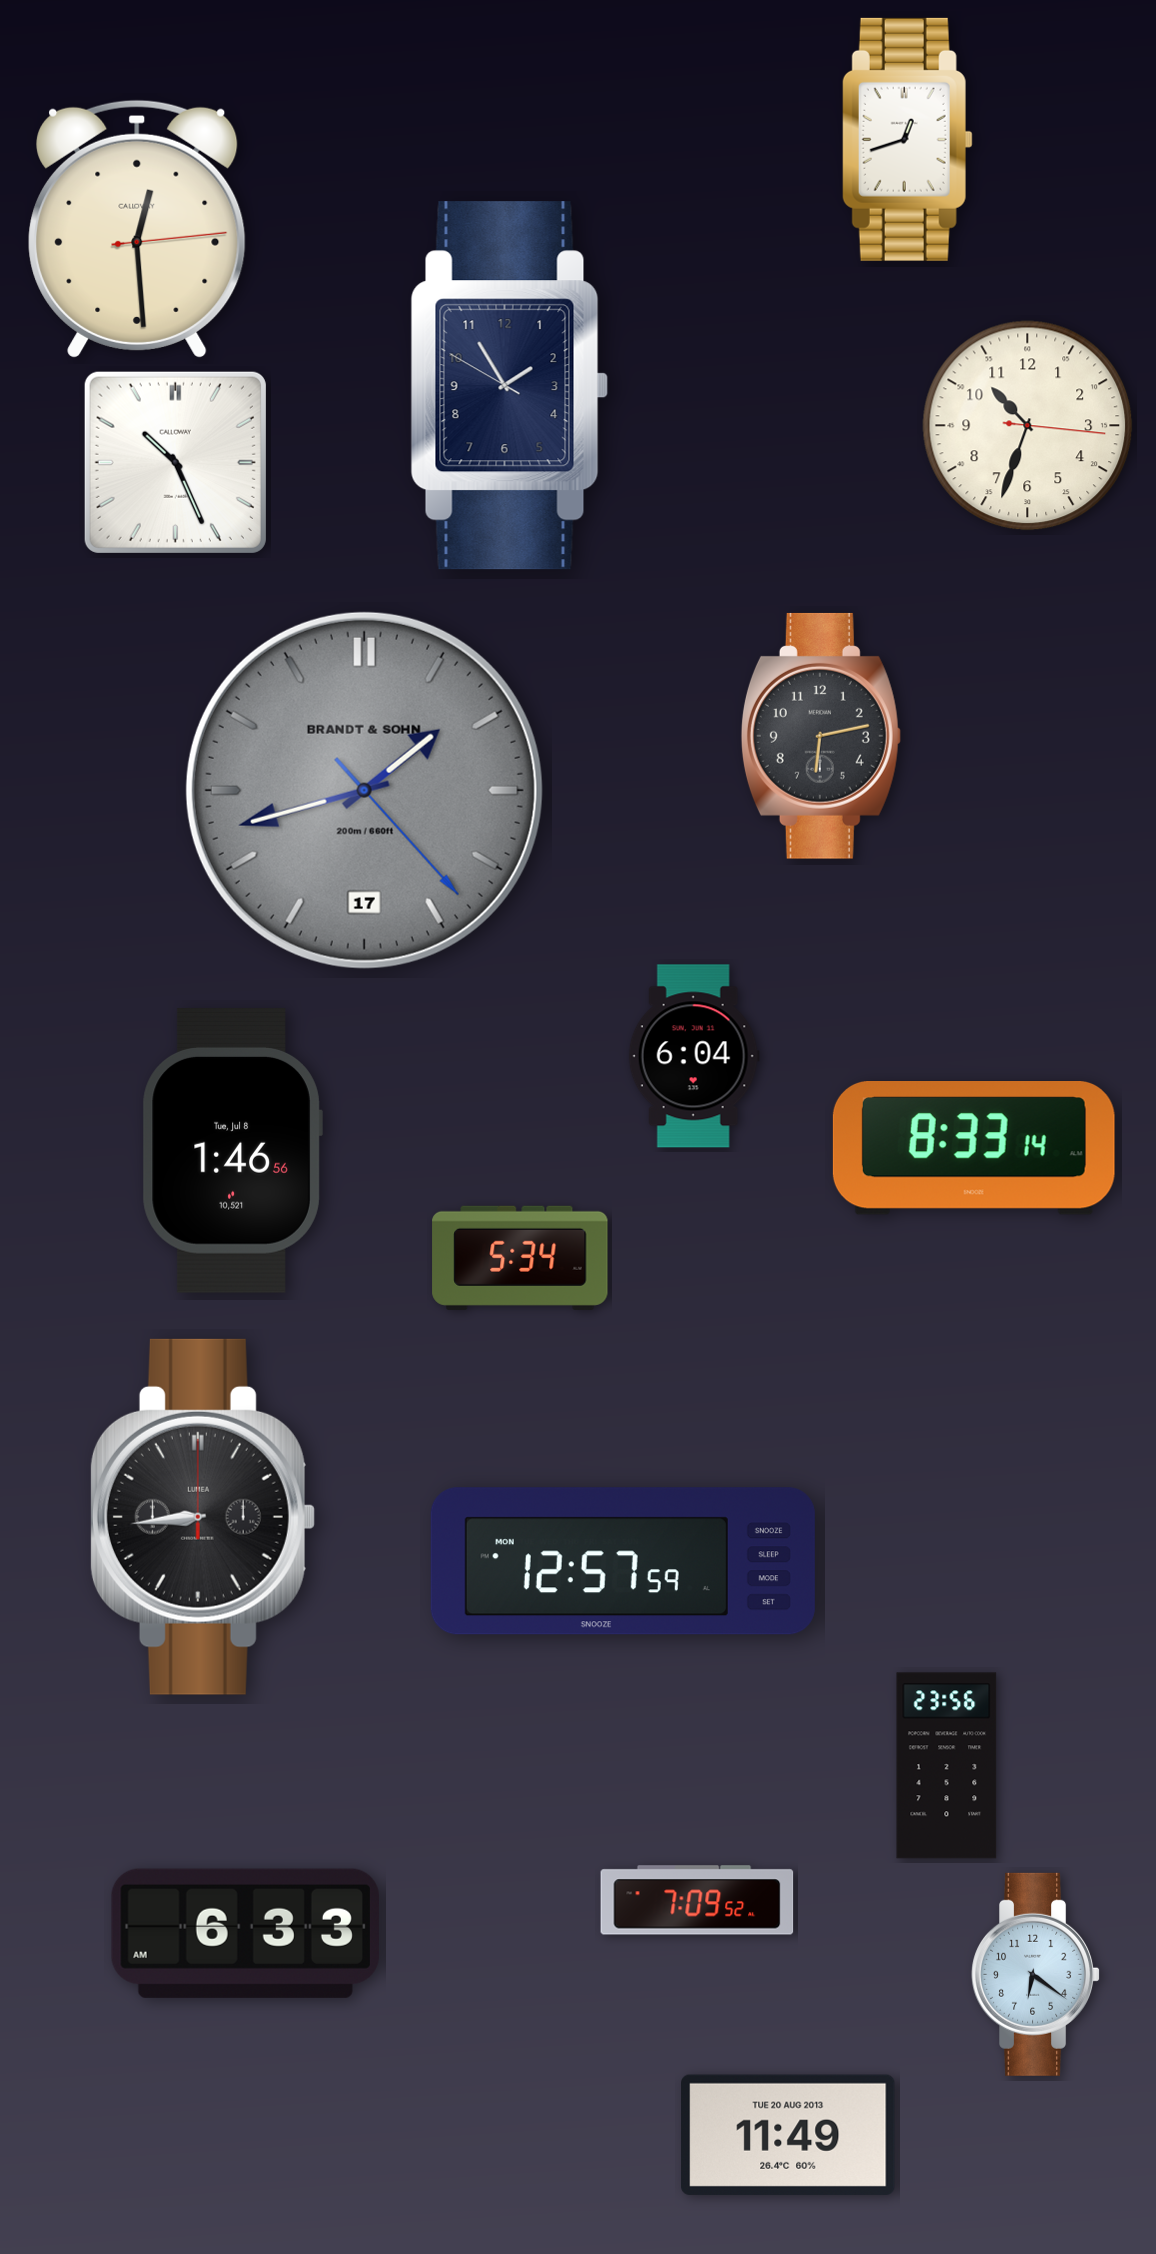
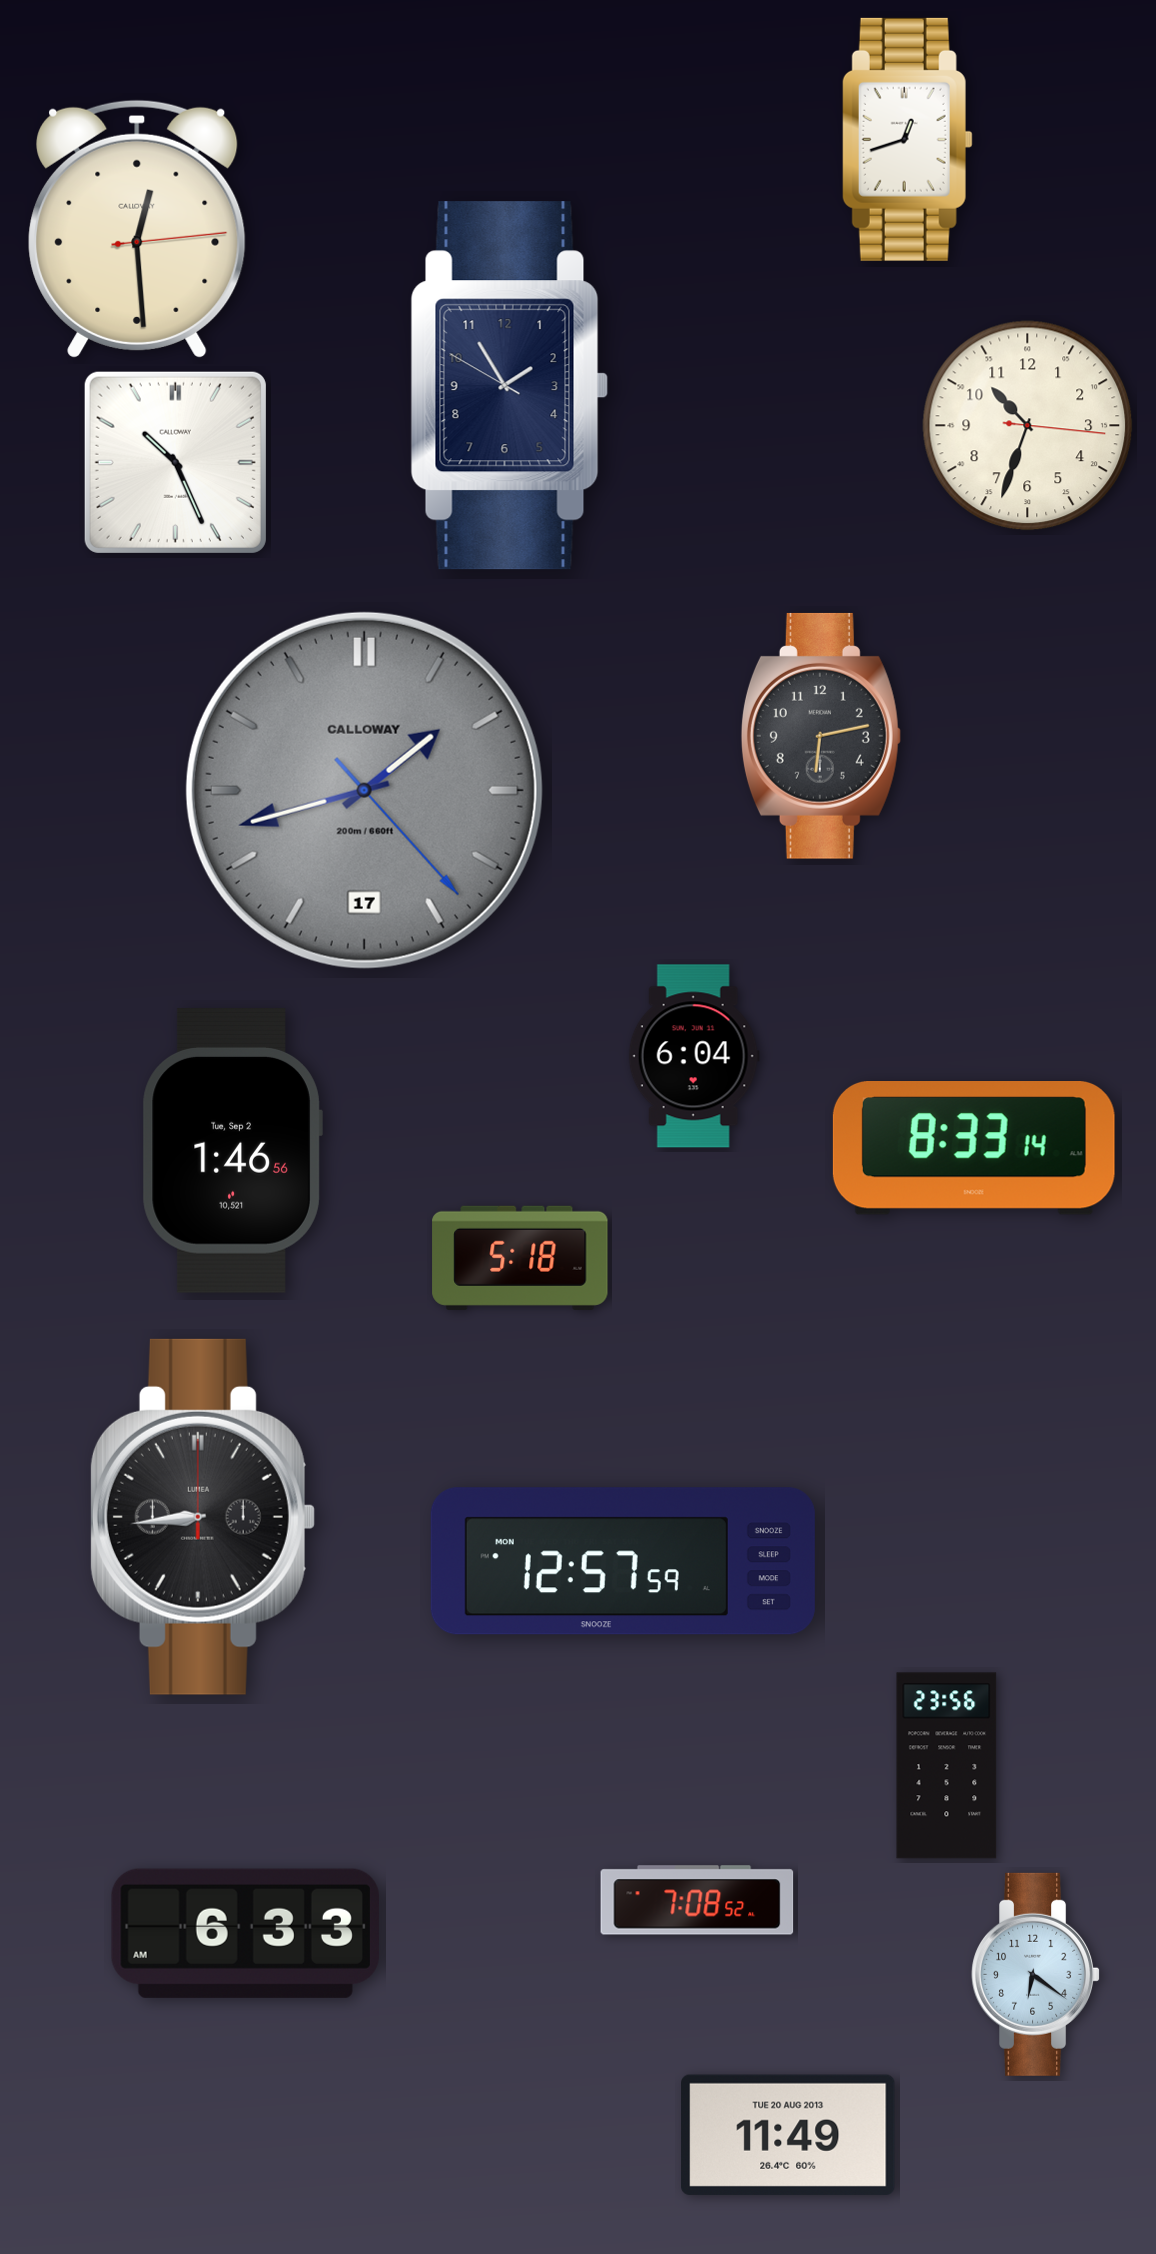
clock at (364, 790) brand: BRANDT & SOHN -> CALLOWAY
clock at (232, 1151) date: Tue, Jul 8 -> Tue, Sep 2
clock at (520, 1258): 5:34 -> 5:18
clock at (697, 1900): 7:09 -> 7:08
